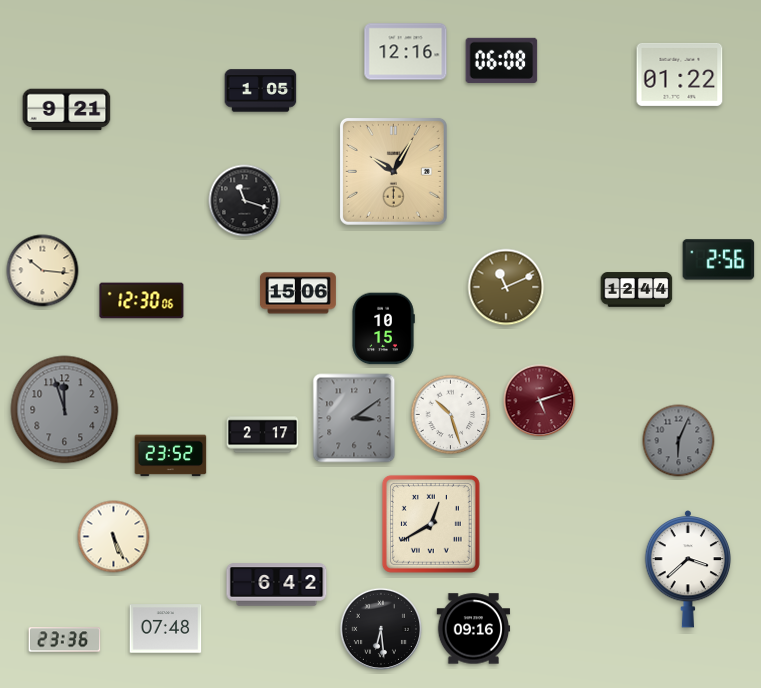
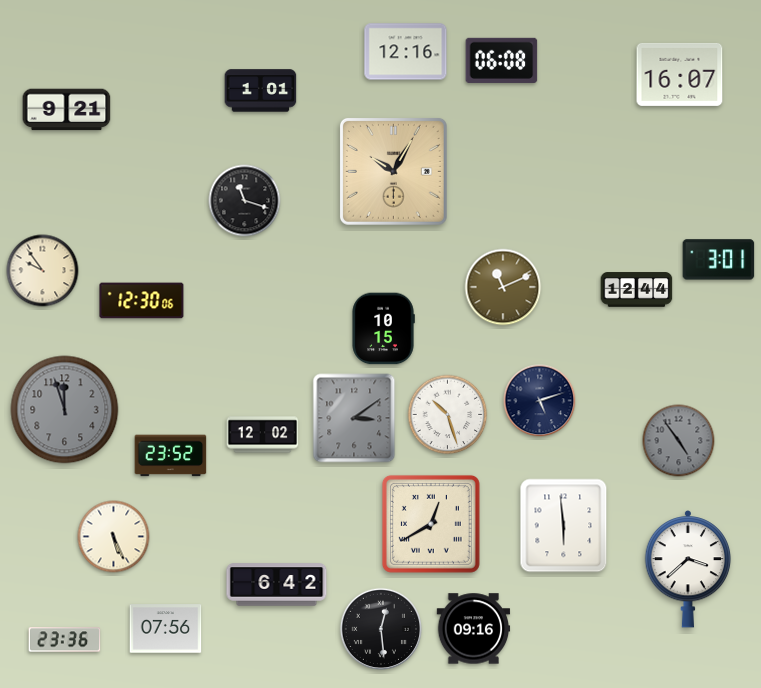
clock at (680, 74): 01:22 -> 16:07
clock at (261, 91): 1:05 -> 1:01
clock at (719, 260): 2:56 -> 3:01
clock at (43, 271): 10:16 -> 9:54
clock at (506, 287) position: (506, 287) -> (503, 287)
clock at (298, 293): 15:06 -> none
clock at (540, 401) dial: burgundy -> navy
clock at (451, 415) position: (451, 415) -> (448, 415)
clock at (263, 435): 2:17 -> 12:02
clock at (679, 441): 6:04 -> 4:54
clock at (564, 526): none -> 5:59
clock at (380, 628): 6:29 -> 12:29
clock at (166, 629): 07:48 -> 07:56
